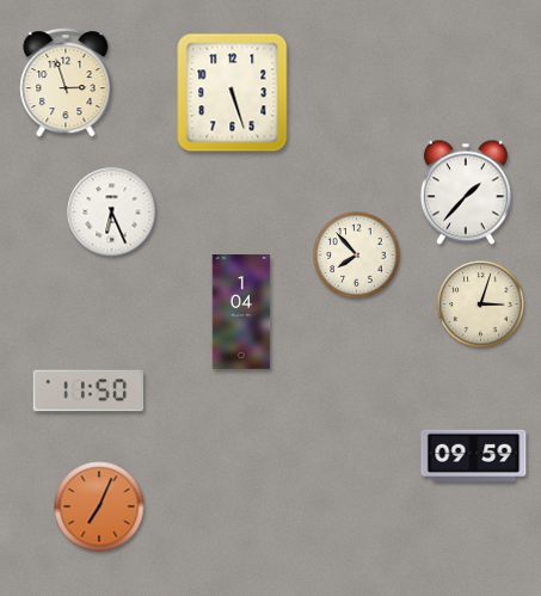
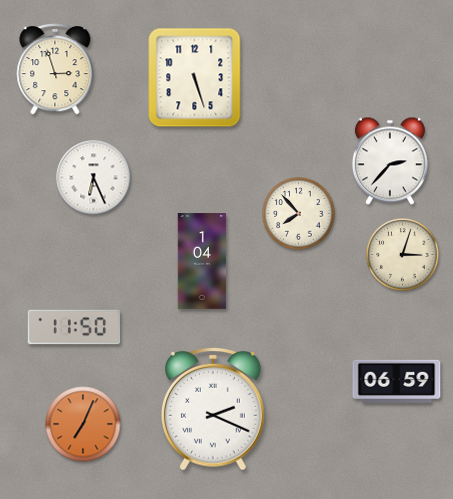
clock at (466, 192): 1:37 -> 2:37
clock at (474, 455): 09:59 -> 06:59
clock at (214, 409): none -> 2:19
